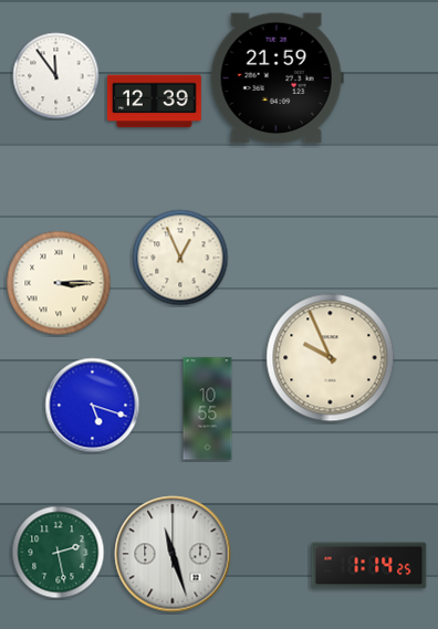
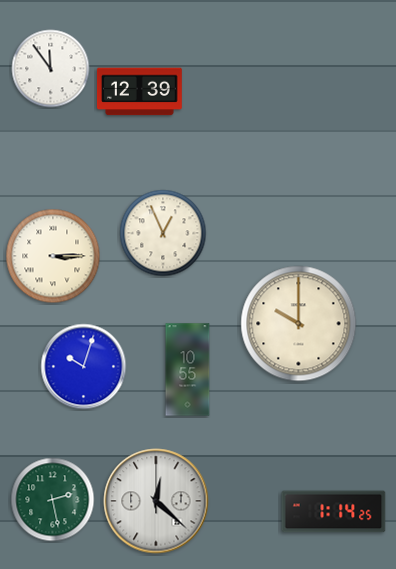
clock at (277, 78): 21:59 -> none
clock at (331, 358): 9:56 -> 10:00
clock at (93, 406): 5:18 -> 10:03
clock at (173, 554): 11:27 -> 12:22
